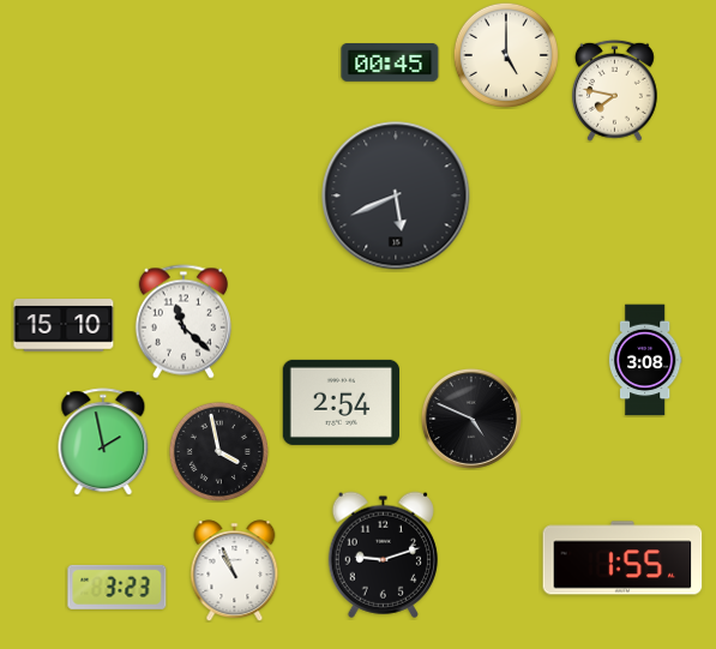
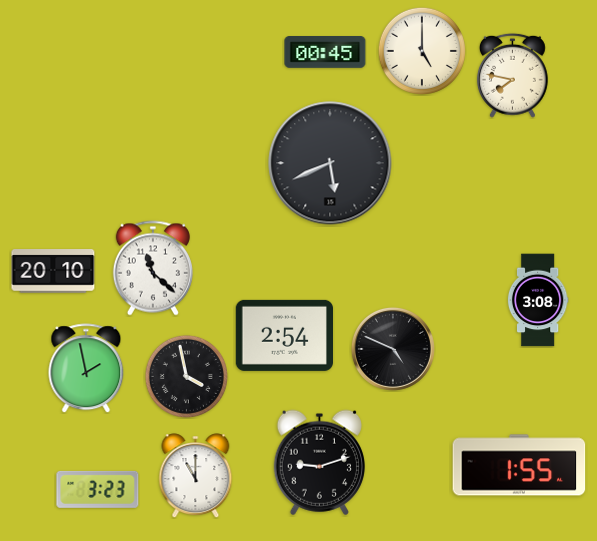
clock at (506, 55) position: (506, 55) -> (422, 51)
clock at (64, 325): 15:10 -> 20:10
clock at (218, 451) position: (218, 451) -> (186, 376)
clock at (235, 570): 10:56 -> 11:00
